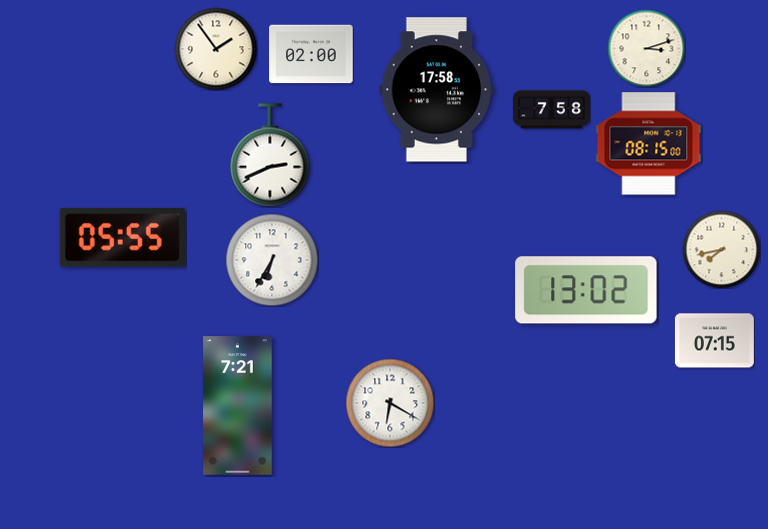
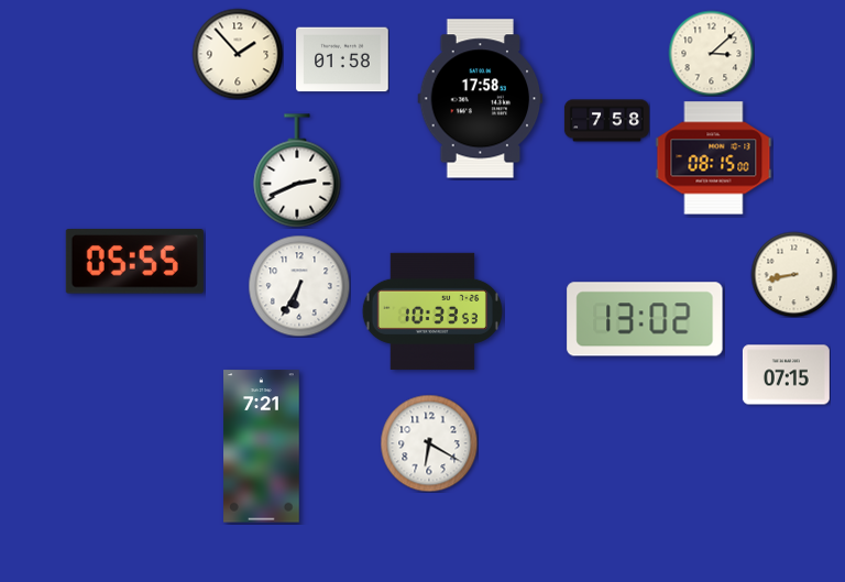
clock at (646, 48): 3:12 -> 3:08
clock at (216, 49): 1:54 -> 1:53
clock at (311, 54): 02:00 -> 01:58
clock at (721, 249): 7:43 -> 8:43
clock at (432, 311): none -> 10:33
